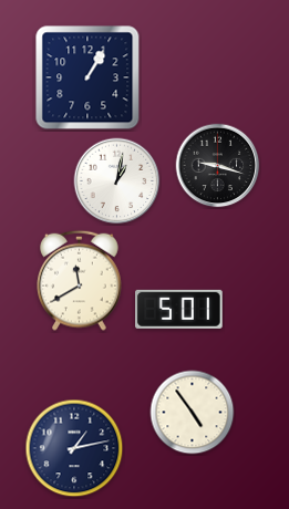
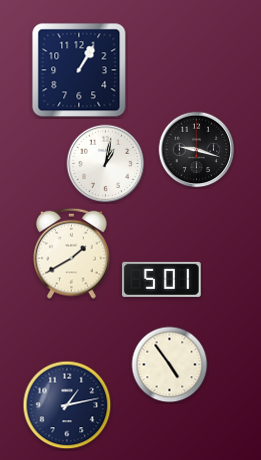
clock at (80, 280): 11:40 -> 1:40
clock at (193, 413) position: (193, 413) -> (170, 365)
